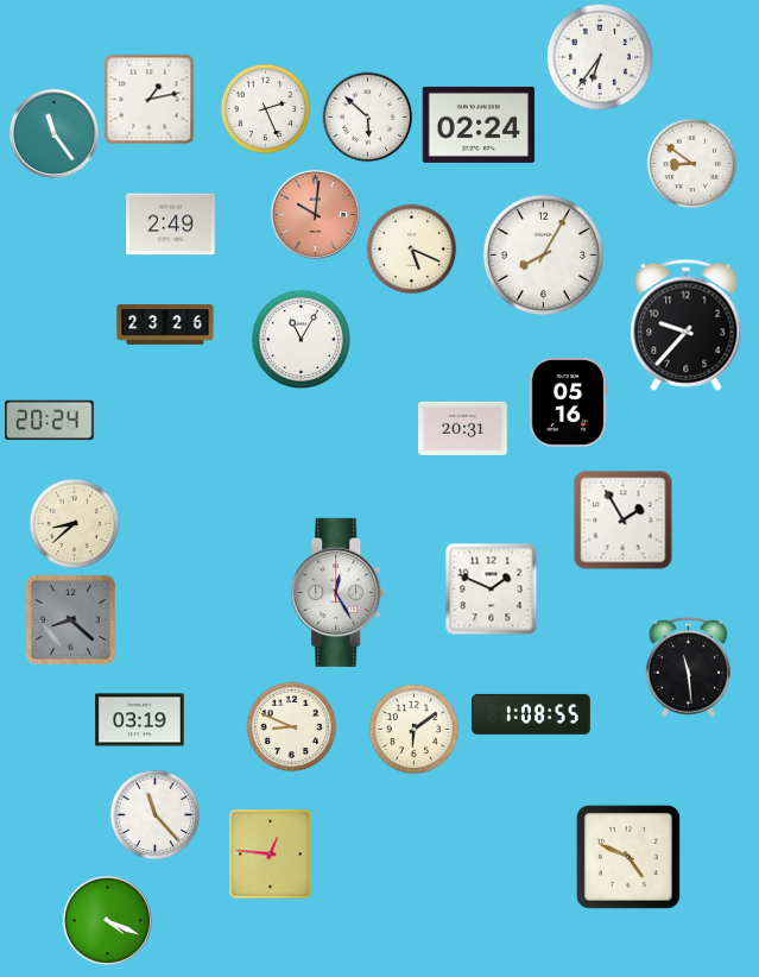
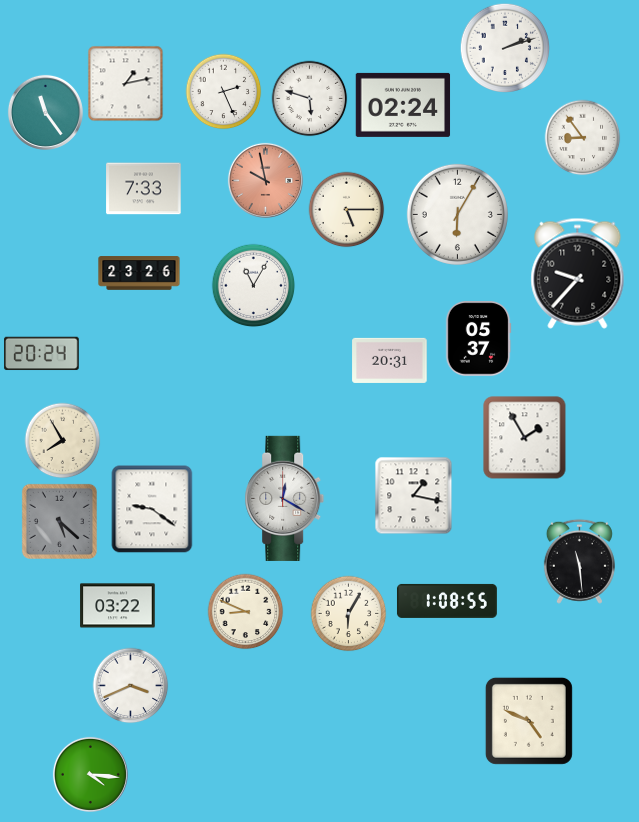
clock at (599, 56): 6:36 -> 2:12
clock at (368, 118): 5:52 -> 5:48
clock at (692, 164): 8:51 -> 8:54
clock at (315, 214): 10:01 -> 9:58
clock at (171, 225): 2:49 -> 7:33
clock at (412, 250): 5:19 -> 5:15
clock at (543, 254): 8:05 -> 6:05
clock at (568, 403): 05:16 -> 05:37
clock at (75, 524): 8:38 -> 7:55
clock at (492, 590): 1:49 -> 1:17
clock at (339, 592): 12:25 -> 12:20
clock at (152, 509): none -> 9:21
clock at (70, 619): 8:22 -> 5:22
clock at (140, 720): 03:19 -> 03:22
clock at (415, 730): 6:09 -> 6:05
clock at (156, 815): 11:23 -> 3:41
clock at (271, 855): 12:46 -> none
clock at (107, 920): 4:19 -> 4:16
